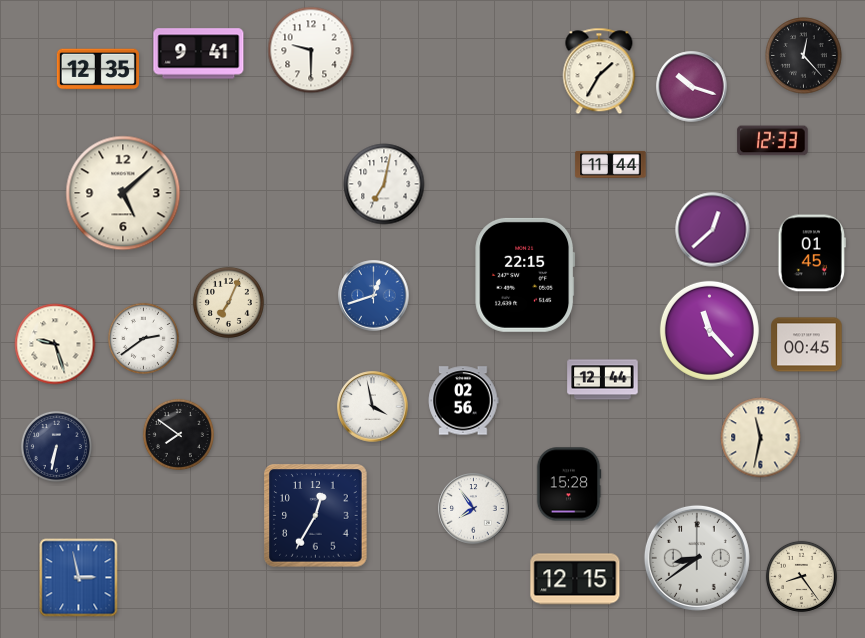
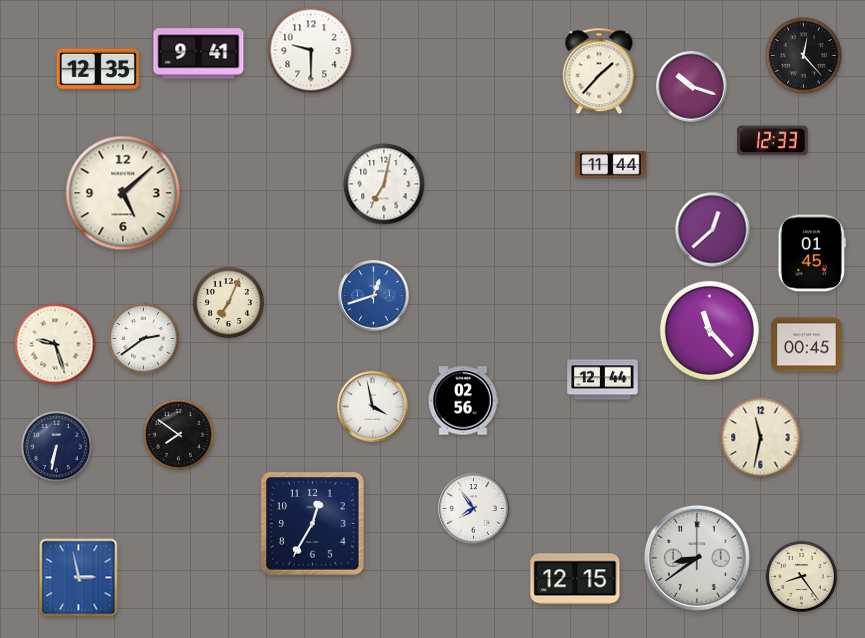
clock at (599, 71): 1:35 -> 1:37
clock at (525, 275): 22:15 -> none
clock at (569, 484): 15:28 -> none
clock at (316, 516) position: (316, 516) -> (313, 524)
